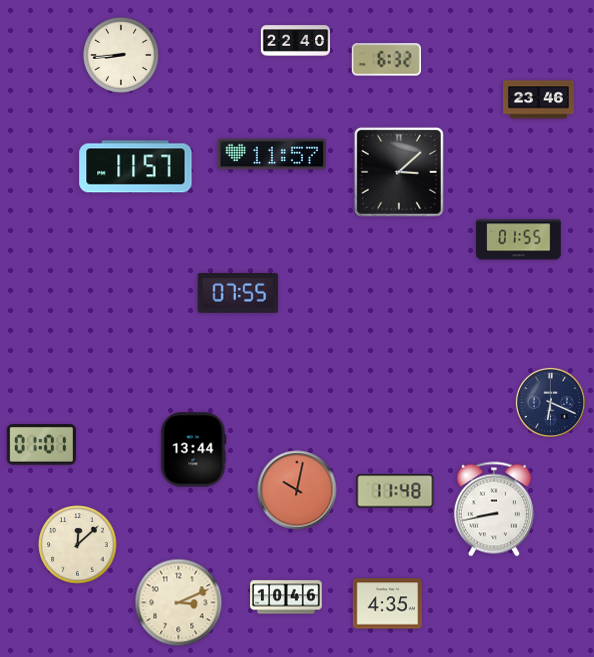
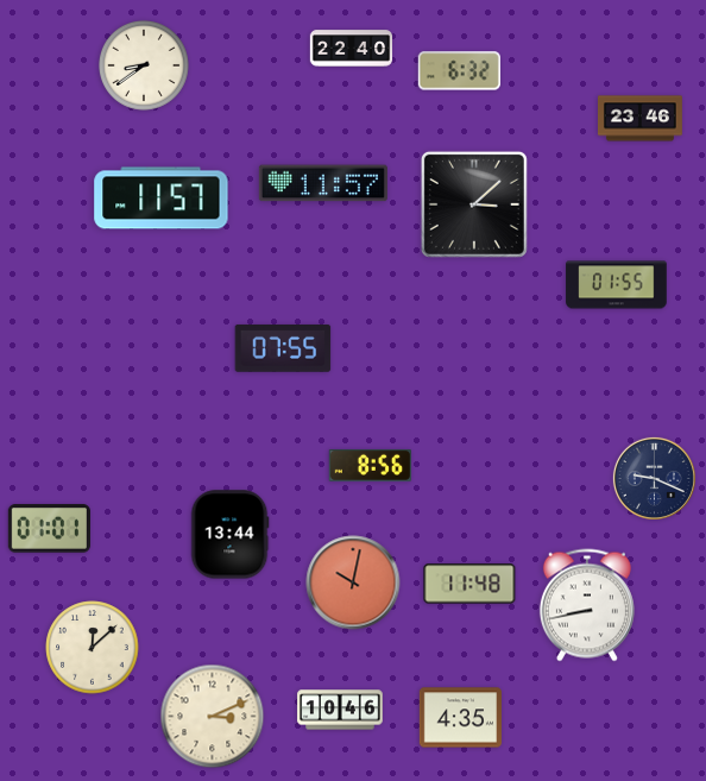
clock at (121, 55): 8:44 -> 8:39
clock at (370, 465): none -> 8:56
clock at (550, 402): 6:19 -> 9:19
